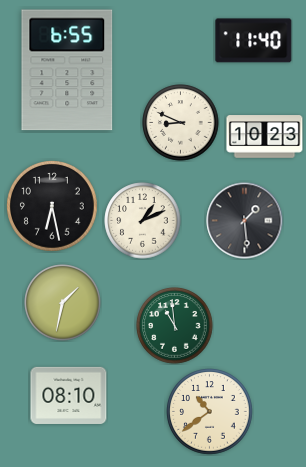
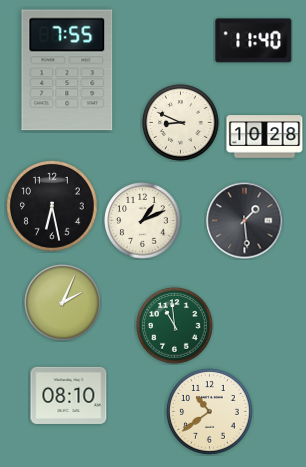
clock at (67, 70): 6:55 -> 7:55
clock at (265, 137): 10:23 -> 10:28
clock at (63, 303): 1:32 -> 2:04
